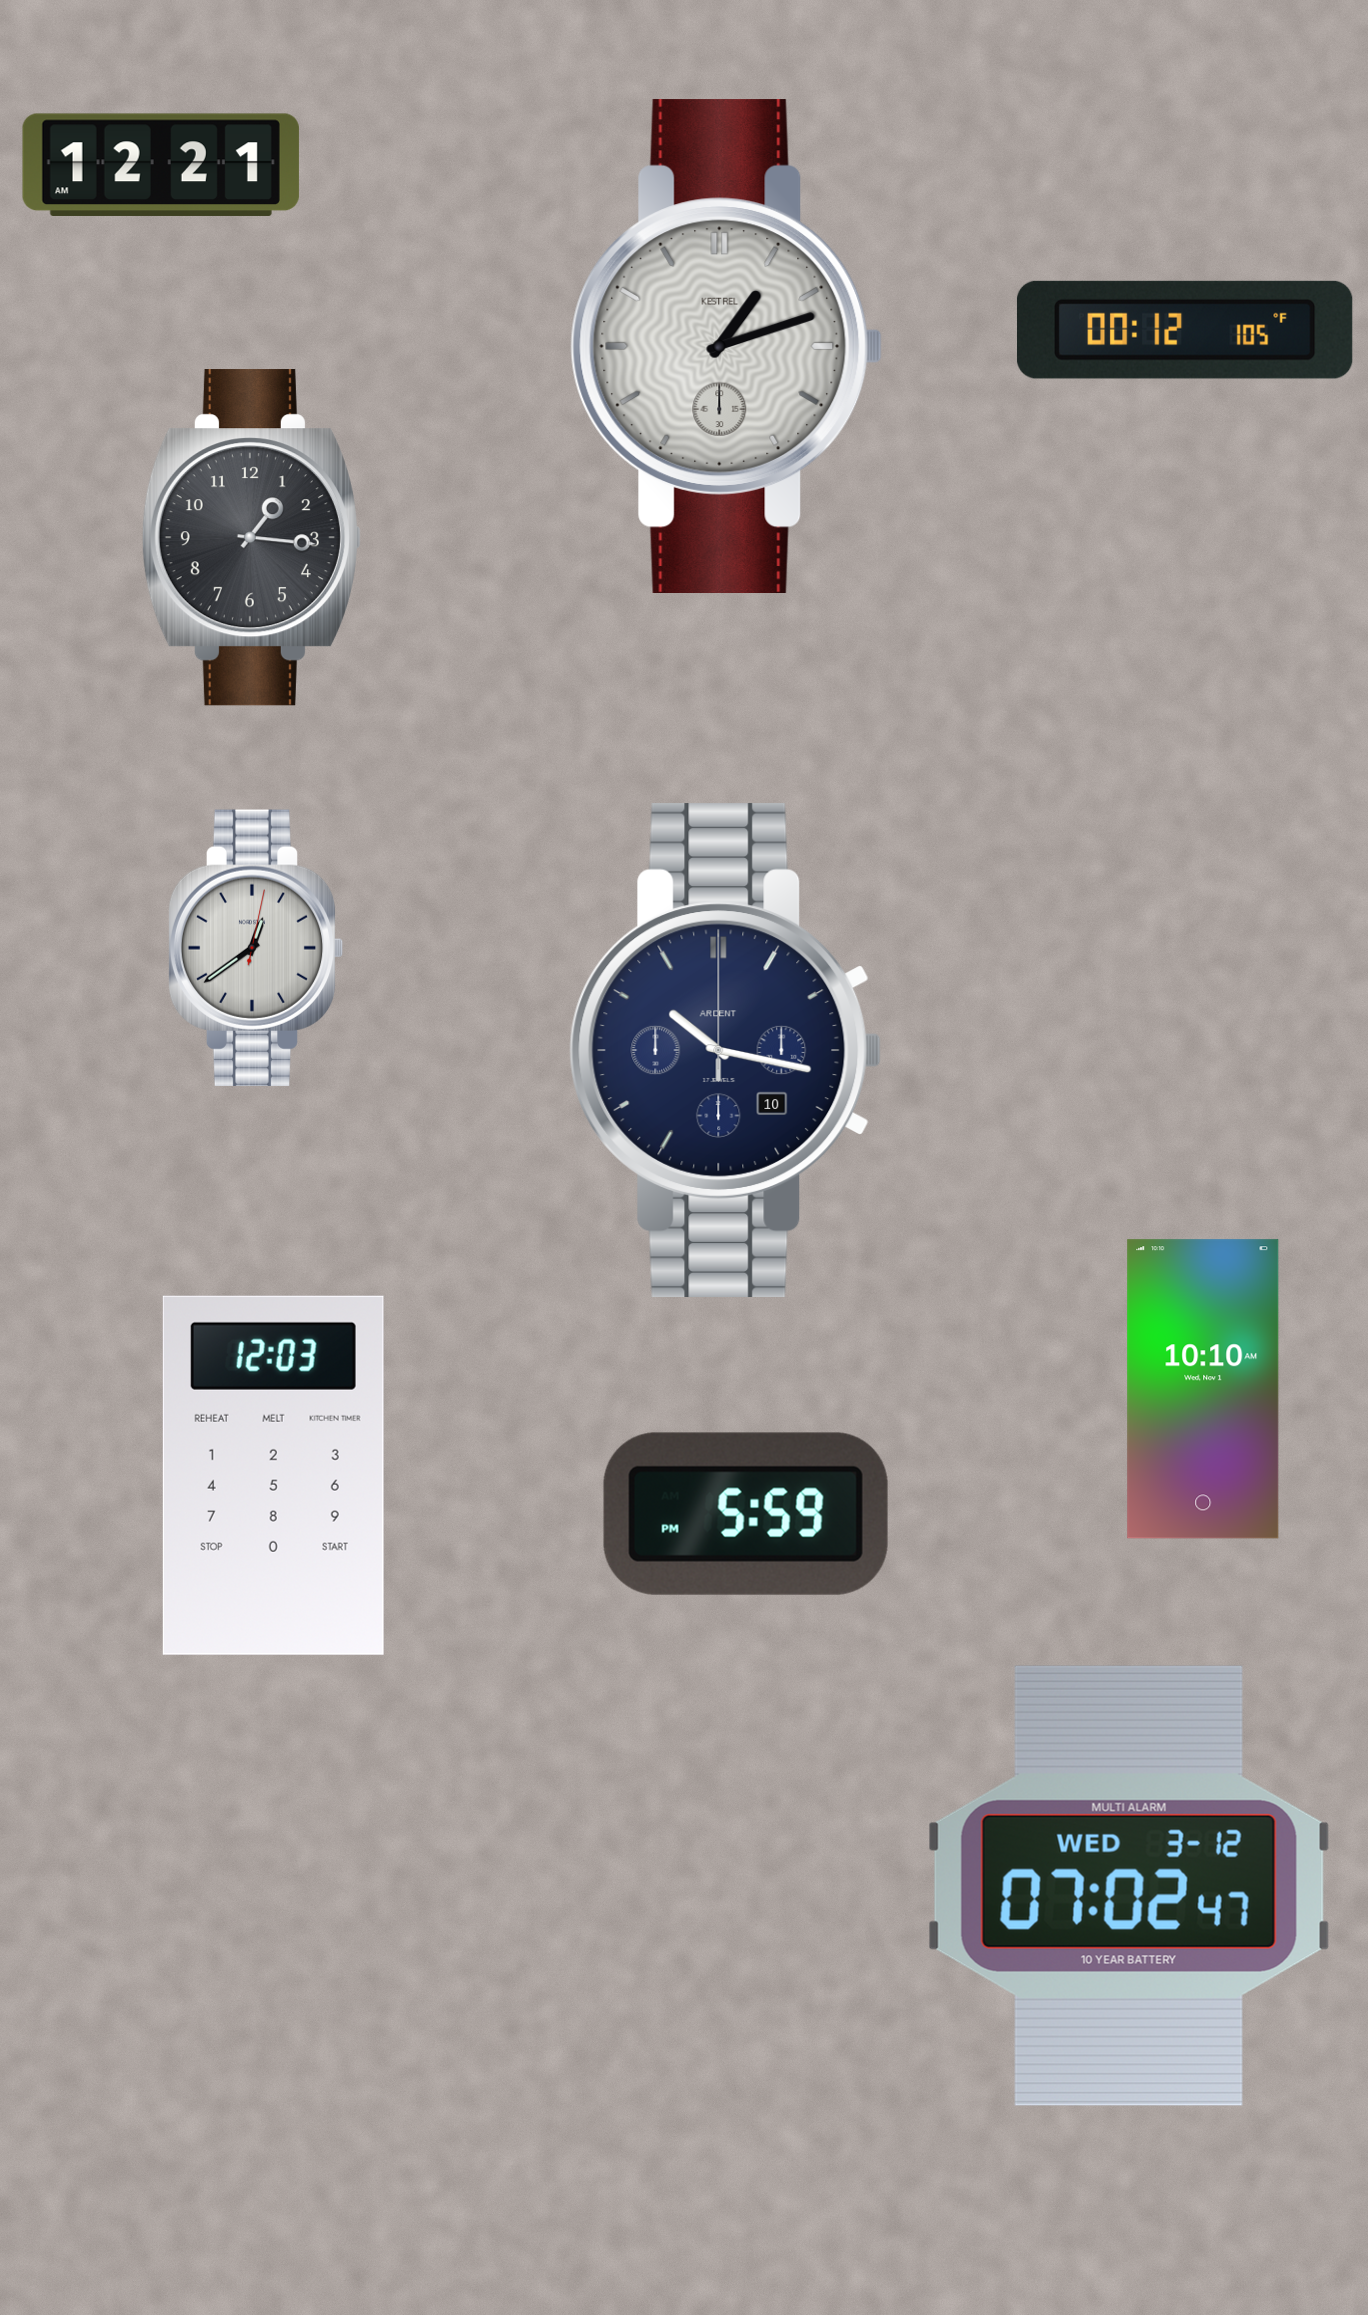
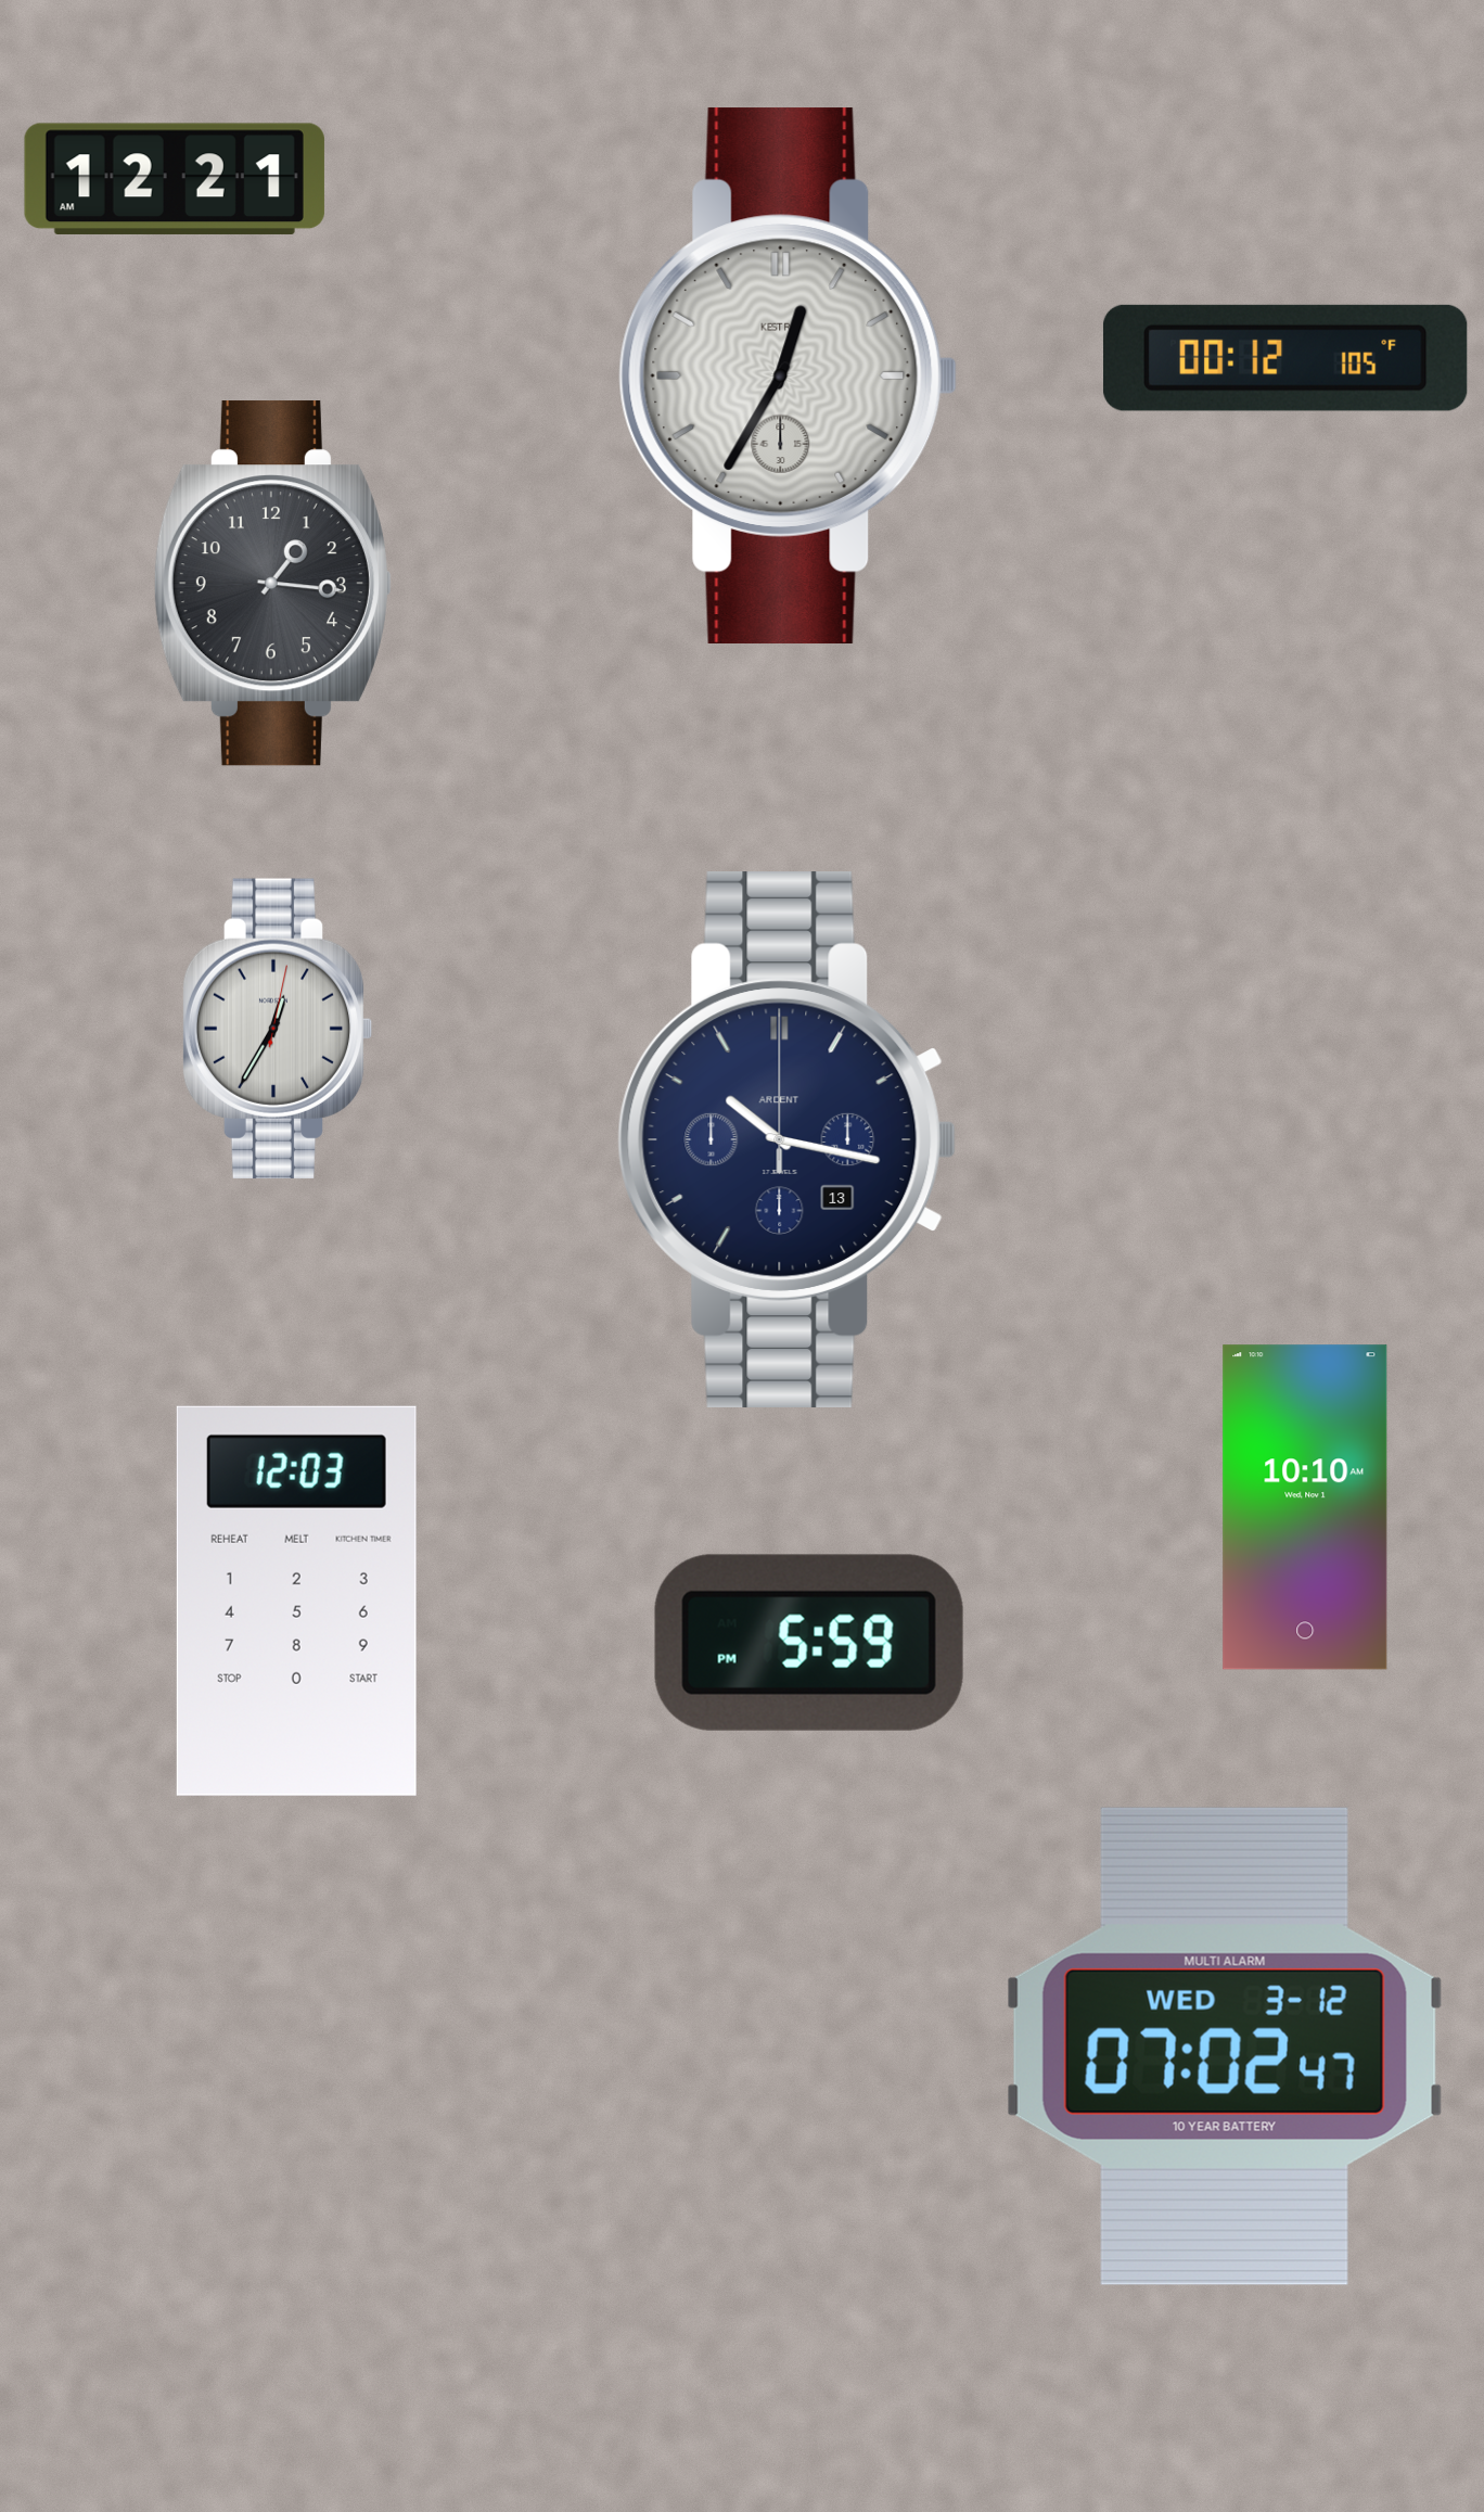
clock at (727, 346): 1:12 -> 12:35
clock at (256, 948): 12:39 -> 12:35
clock at (726, 1050) date: 10 -> 13
